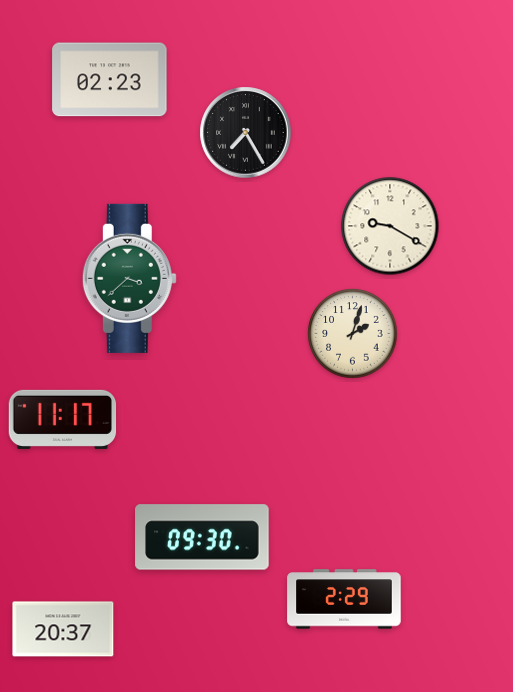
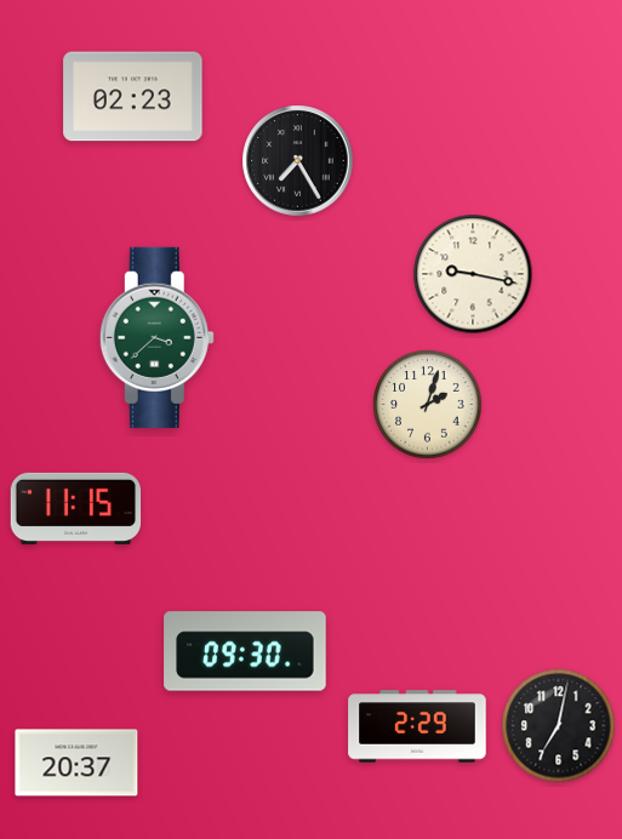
clock at (390, 226): 9:20 -> 9:17
clock at (63, 419): 11:17 -> 11:15
clock at (559, 726): none -> 7:02
